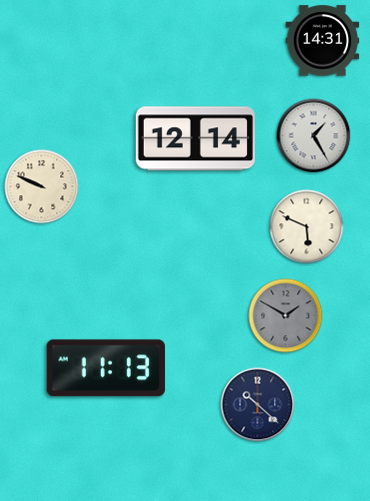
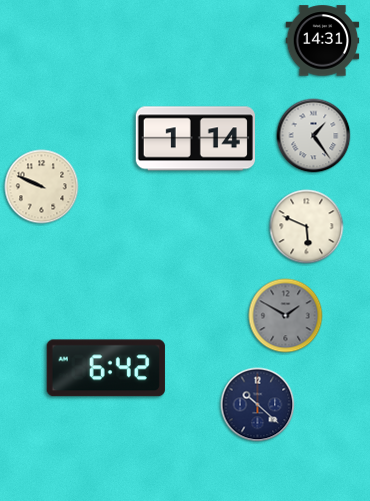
clock at (314, 136): 1:25 -> 1:24
clock at (195, 139): 12:14 -> 1:14
clock at (106, 368): 11:13 -> 6:42
